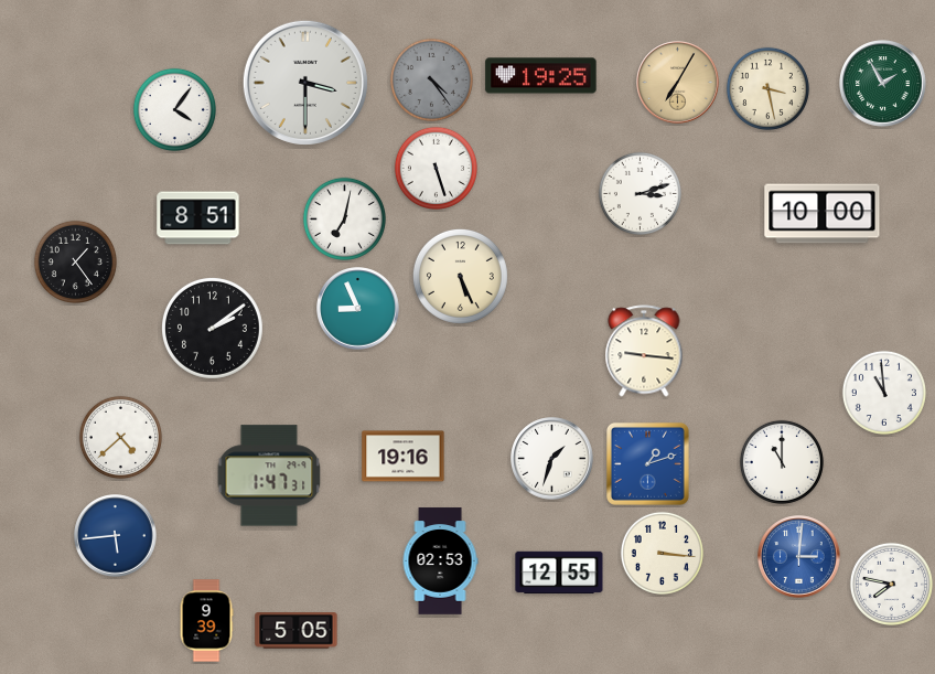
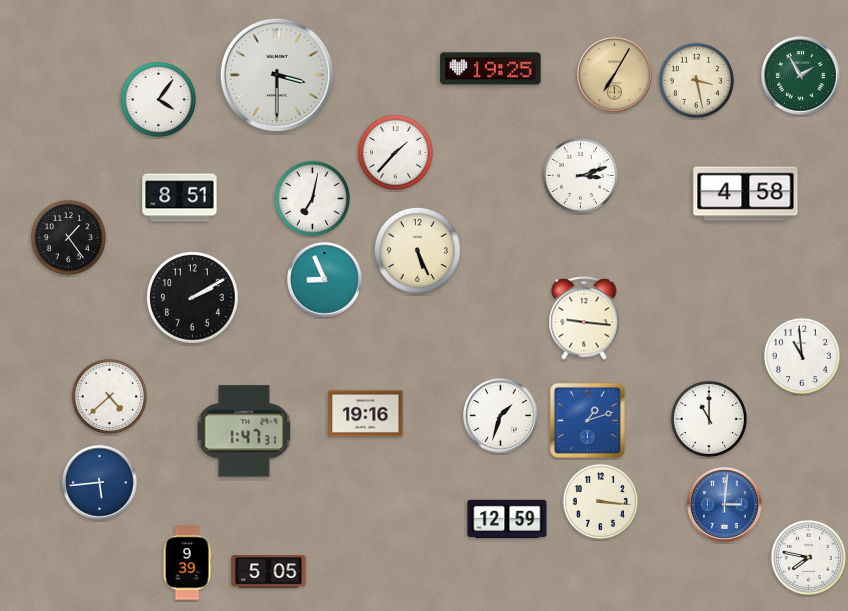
clock at (431, 79): 4:24 -> none
clock at (436, 168): 5:27 -> 1:37
clock at (823, 214): 10:00 -> 4:58
clock at (212, 328): 2:09 -> 2:10
clock at (116, 536) position: (116, 536) -> (100, 483)
clock at (440, 561): 02:53 -> none
clock at (559, 573): 12:55 -> 12:59
clock at (891, 584) position: (891, 584) -> (808, 557)
